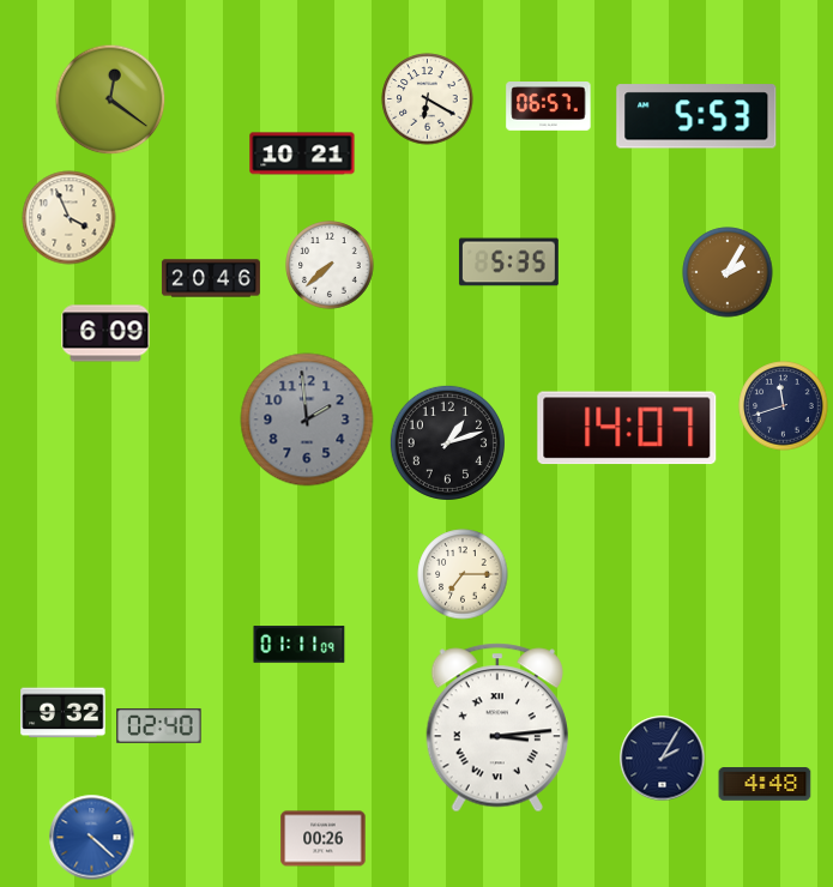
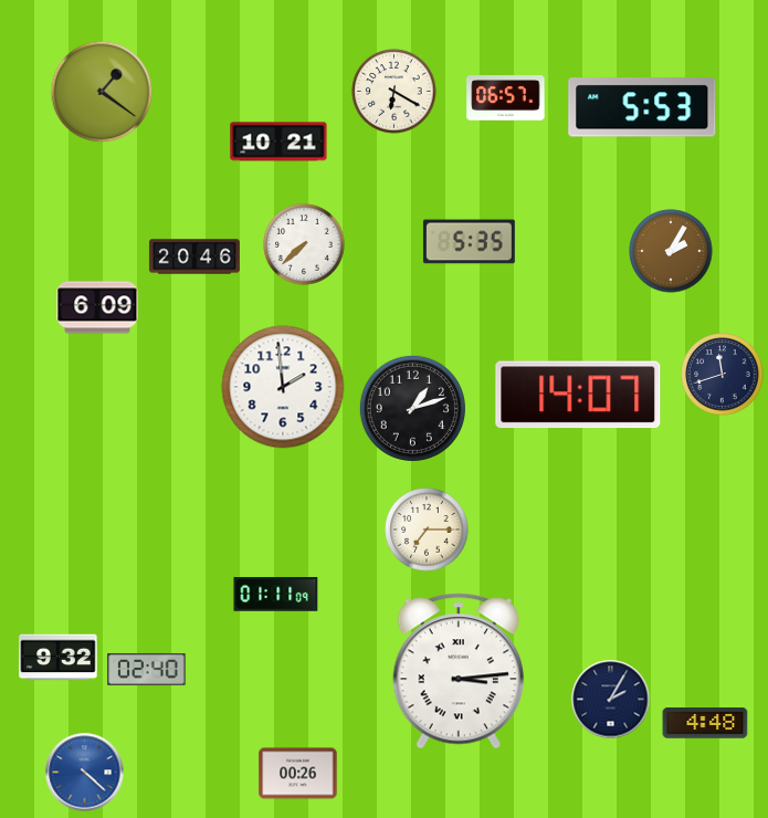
clock at (110, 99): 12:21 -> 1:21
clock at (70, 218): 3:56 -> none
clock at (307, 420) dial: grey -> white
